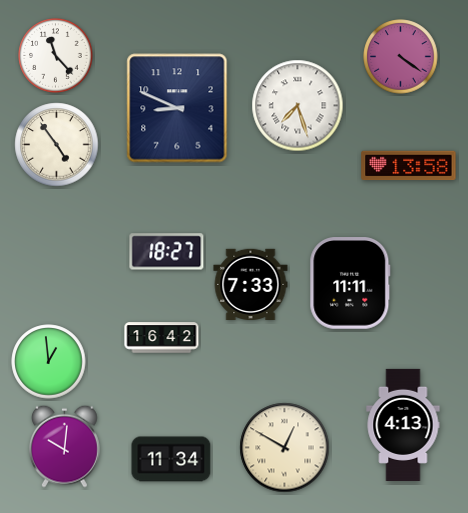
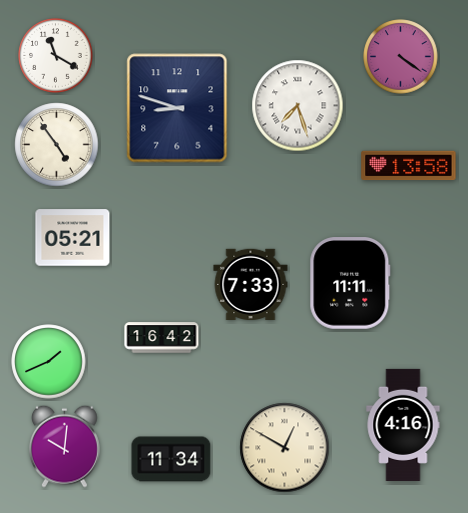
clock at (56, 56): 11:23 -> 11:20
clock at (177, 108): 8:49 -> 8:48
clock at (73, 238): none -> 05:21
clock at (167, 252): 18:27 -> none
clock at (49, 362): 12:59 -> 1:41
clock at (403, 425): 4:13 -> 4:16
